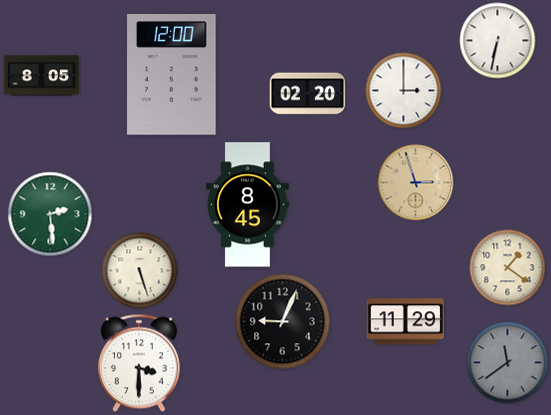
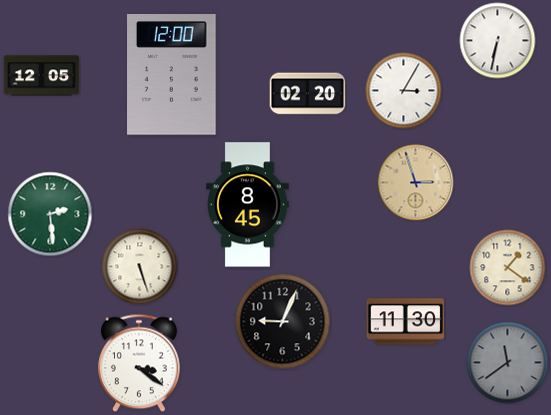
clock at (42, 76): 8:05 -> 12:05
clock at (404, 91): 3:00 -> 3:05
clock at (140, 271) position: (140, 271) -> (140, 267)
clock at (406, 322): 11:29 -> 11:30
clock at (140, 363): 3:30 -> 3:21
